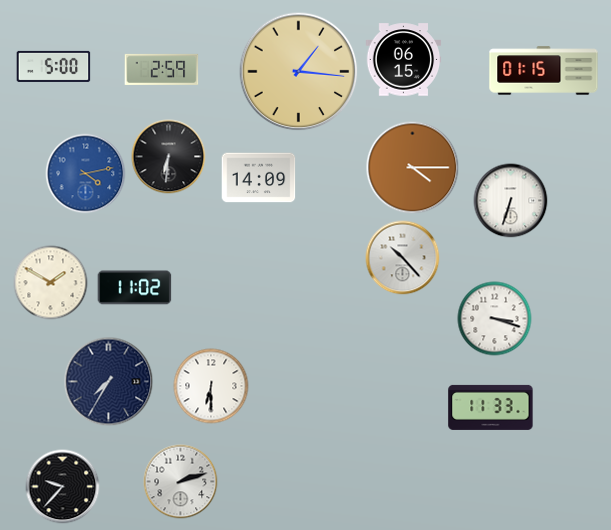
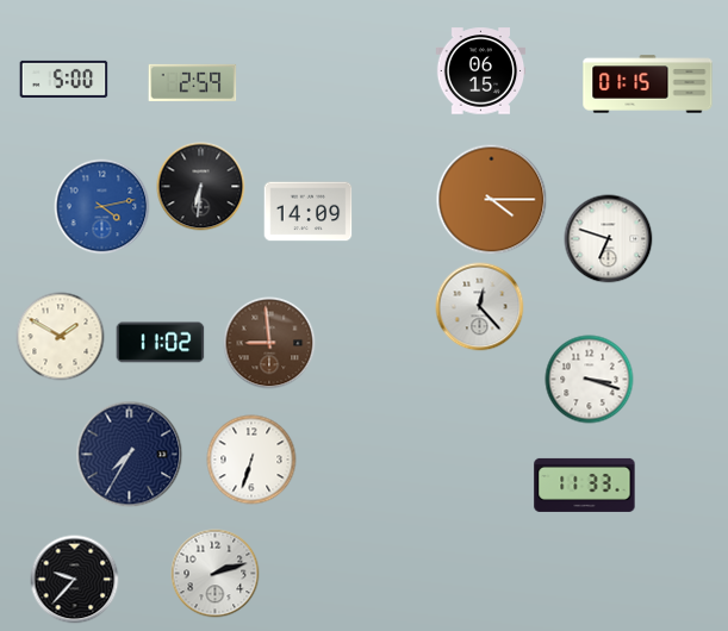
clock at (299, 72): 1:16 -> none
clock at (511, 201): 6:33 -> 6:48
clock at (403, 258): 10:23 -> 12:23
clock at (269, 343): none -> 8:59
clock at (211, 386): 6:30 -> 6:33
